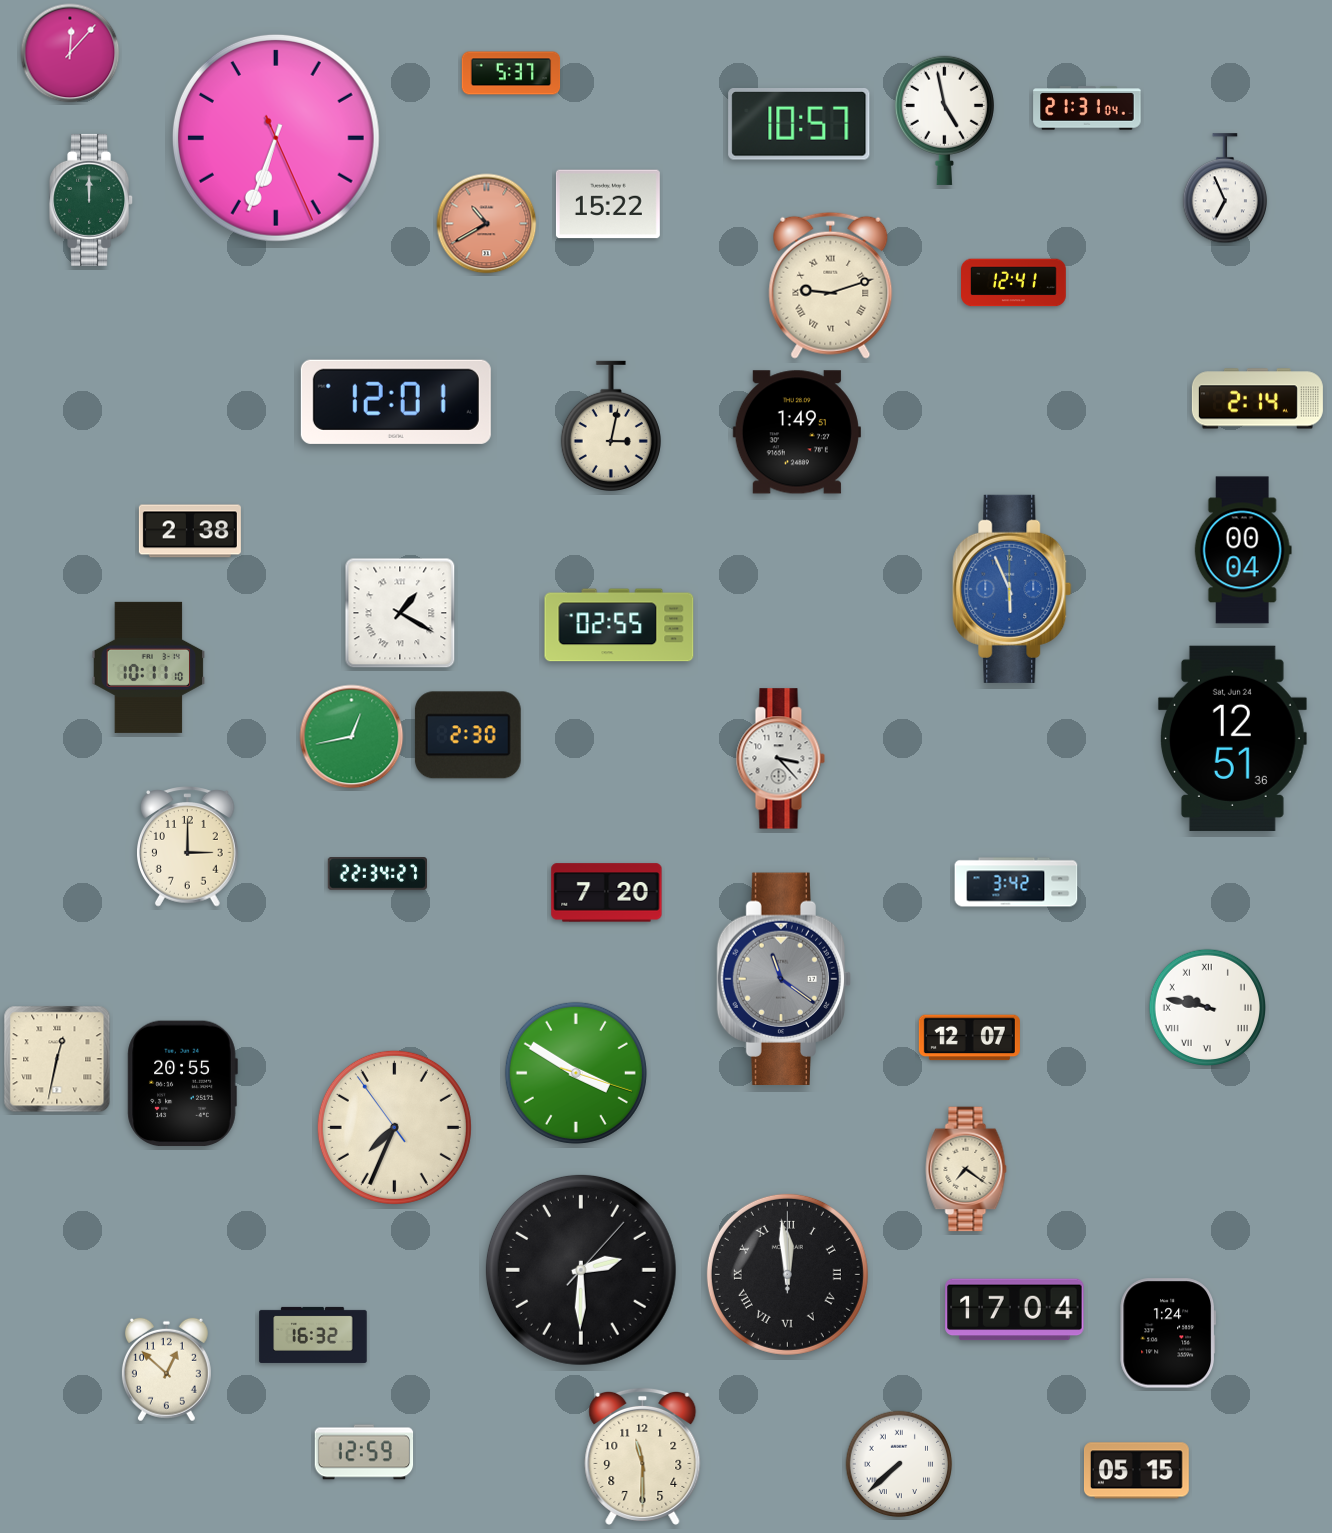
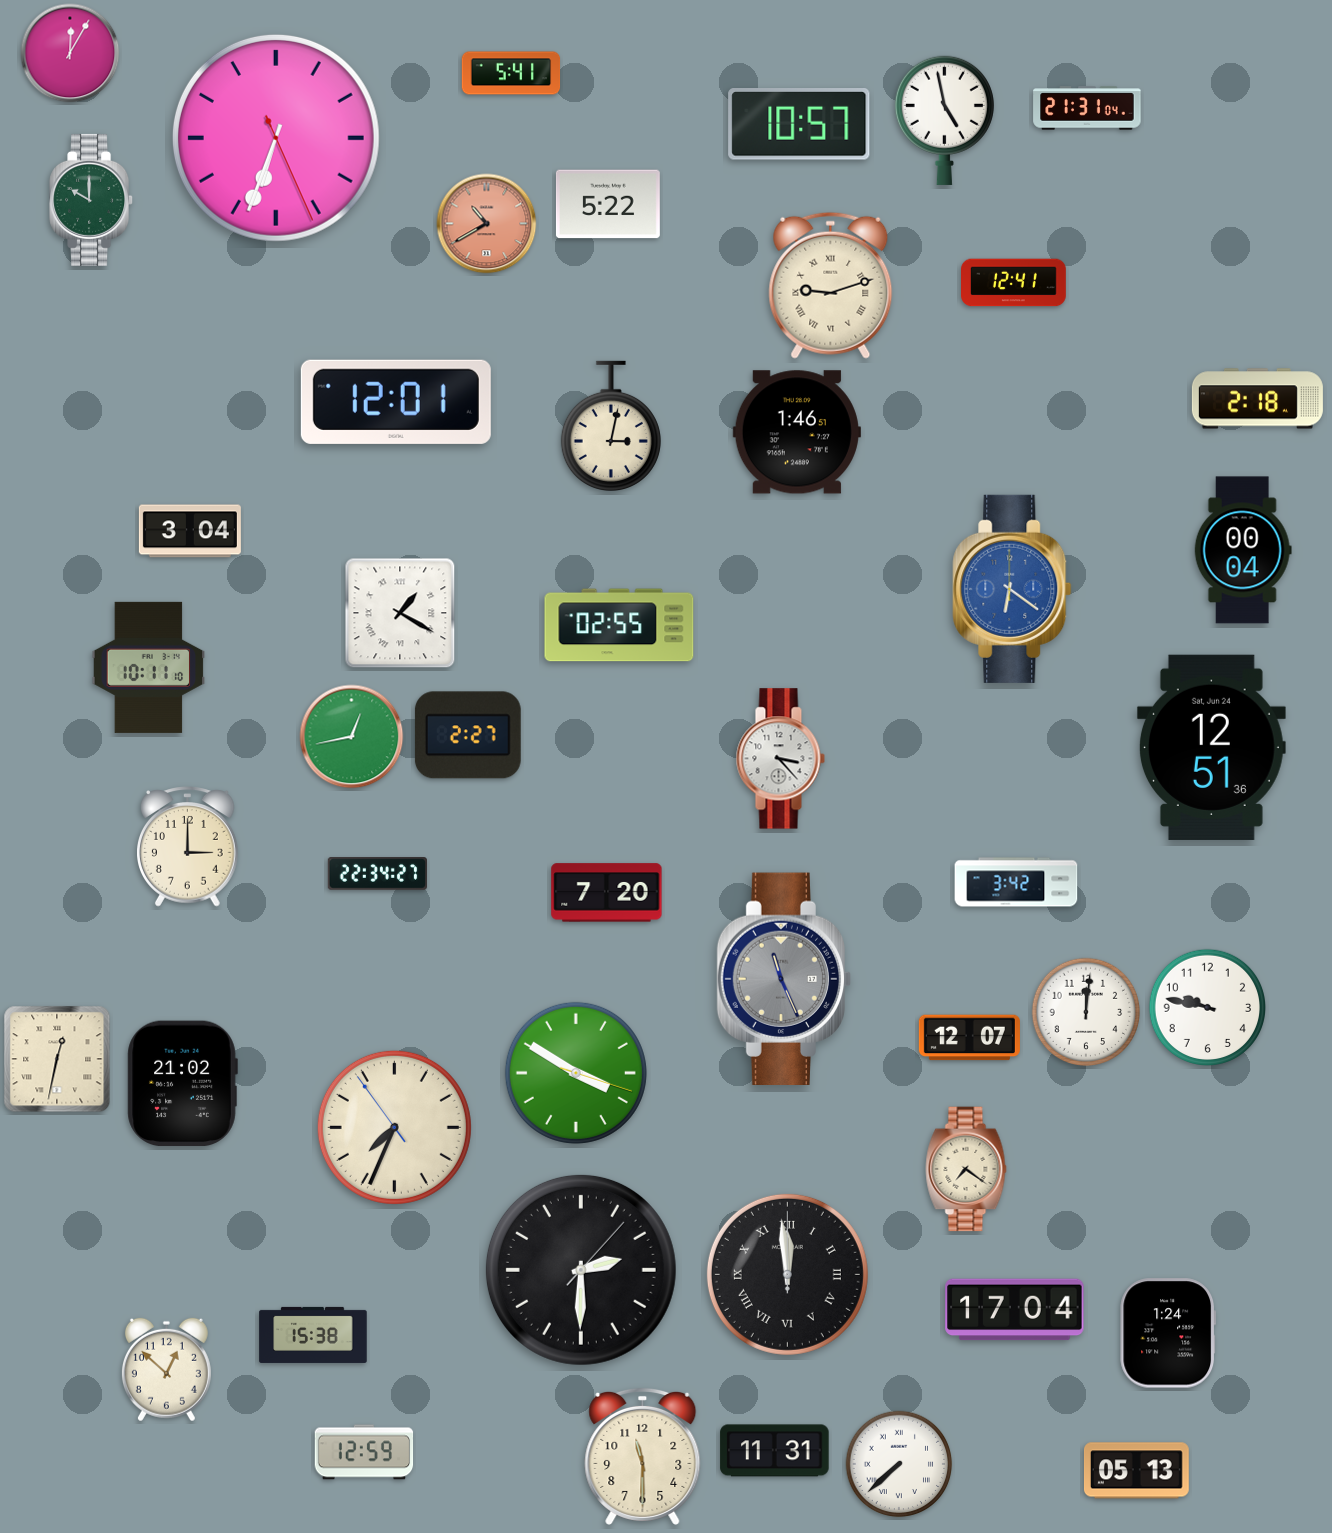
clock at (70, 53): 12:07 -> 12:05
clock at (511, 73): 5:37 -> 5:41
clock at (1224, 189): 6:56 -> none
clock at (92, 200): 12:00 -> 10:00
clock at (608, 204): 15:22 -> 5:22
clock at (1257, 399): 2:14 -> 2:18
clock at (797, 432): 1:49 -> 1:46
clock at (190, 531): 2:38 -> 3:04
clock at (1012, 589): 5:56 -> 6:21
clock at (468, 735): 2:30 -> 2:27
clock at (1232, 738) position: (1232, 738) -> (1211, 747)
clock at (784, 978): 11:21 -> 11:26
clock at (1207, 1007) numerals: Roman -> Arabic
clock at (1086, 1012): none -> 12:01
clock at (182, 1084): 20:55 -> 21:02
clock at (313, 1335): 16:32 -> 15:38
clock at (775, 1451): none -> 11:31
clock at (1136, 1471): 05:15 -> 05:13
